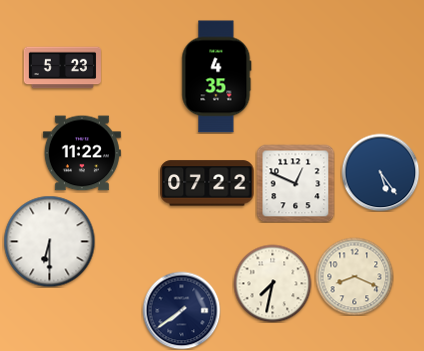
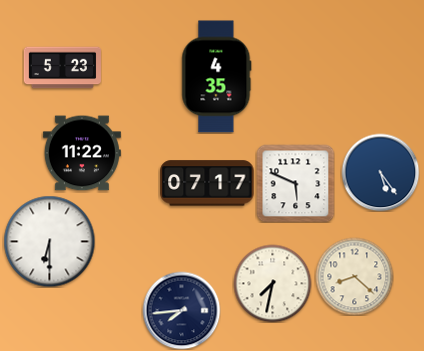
clock at (207, 183): 07:22 -> 07:17
clock at (295, 183): 12:49 -> 5:49
clock at (354, 276): 8:19 -> 8:22
clock at (181, 310): 7:39 -> 7:44
